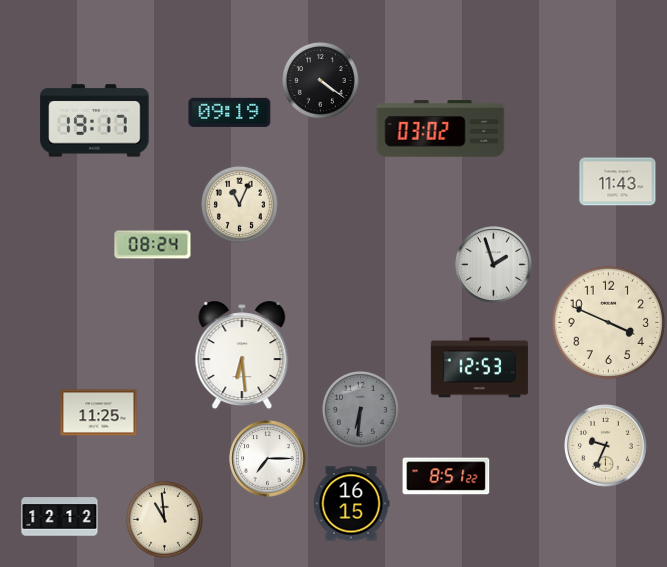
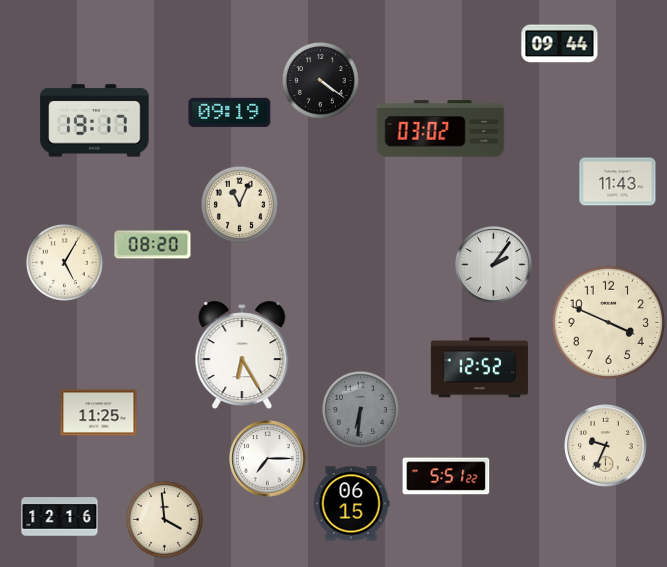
clock at (560, 44): none -> 09:44
clock at (153, 245): 08:24 -> 08:20
clock at (64, 262): none -> 5:05
clock at (494, 265): 1:57 -> 2:06
clock at (242, 355): 6:29 -> 6:25
clock at (479, 368): 12:53 -> 12:52
clock at (446, 476): 8:51 -> 5:51
clock at (351, 504): 16:15 -> 06:15
clock at (60, 517): 12:12 -> 12:16
clock at (164, 519): 10:59 -> 3:59
